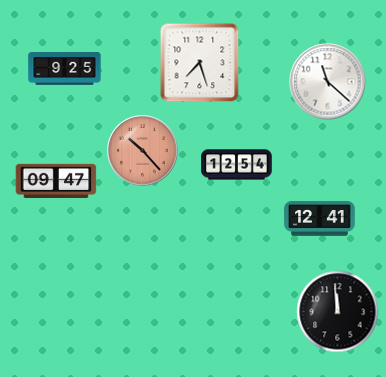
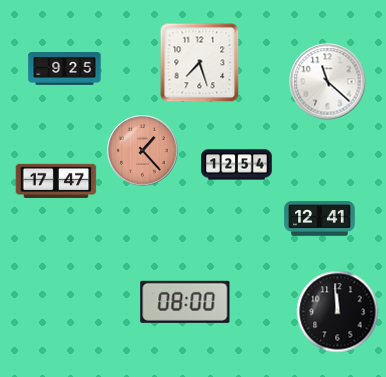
clock at (143, 151): 10:23 -> 1:23
clock at (56, 181): 09:47 -> 17:47
clock at (185, 302): none -> 08:00
